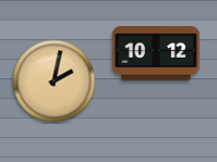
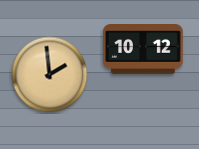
clock at (55, 82): 2:02 -> 1:59
